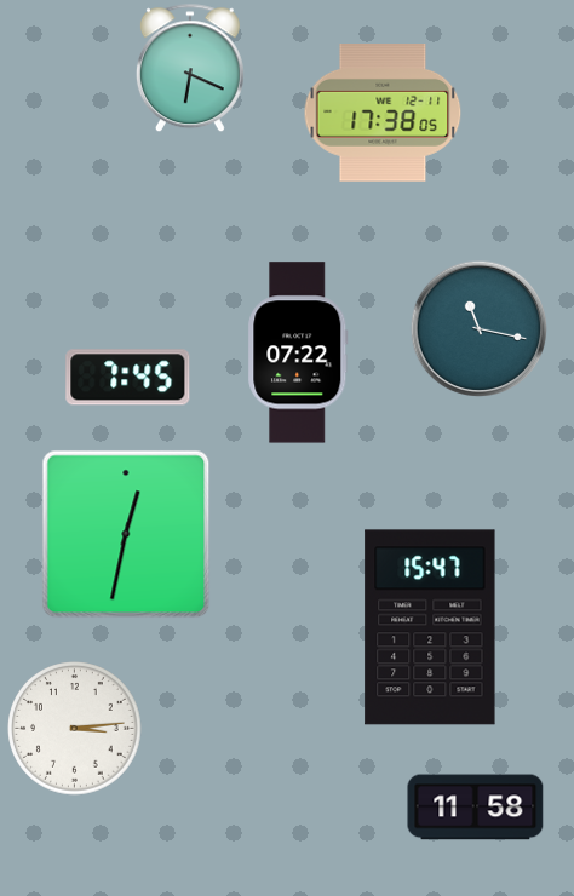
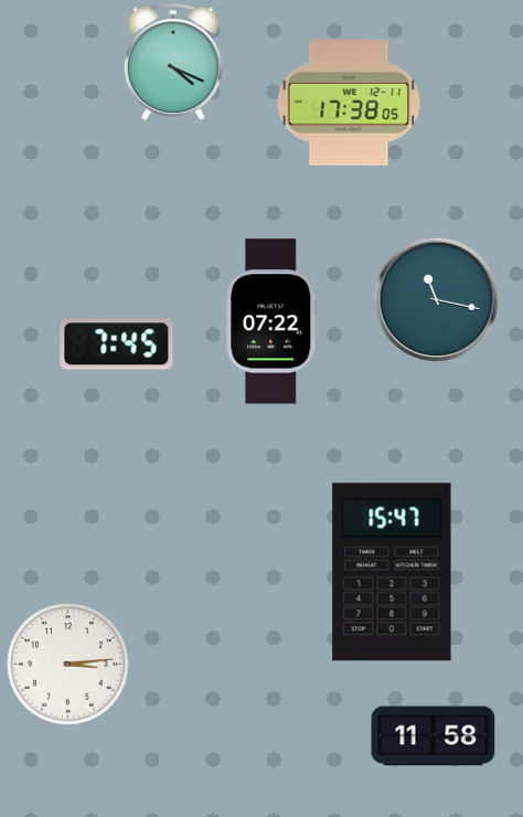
clock at (190, 68): 6:19 -> 4:19
clock at (126, 534): 12:32 -> none
